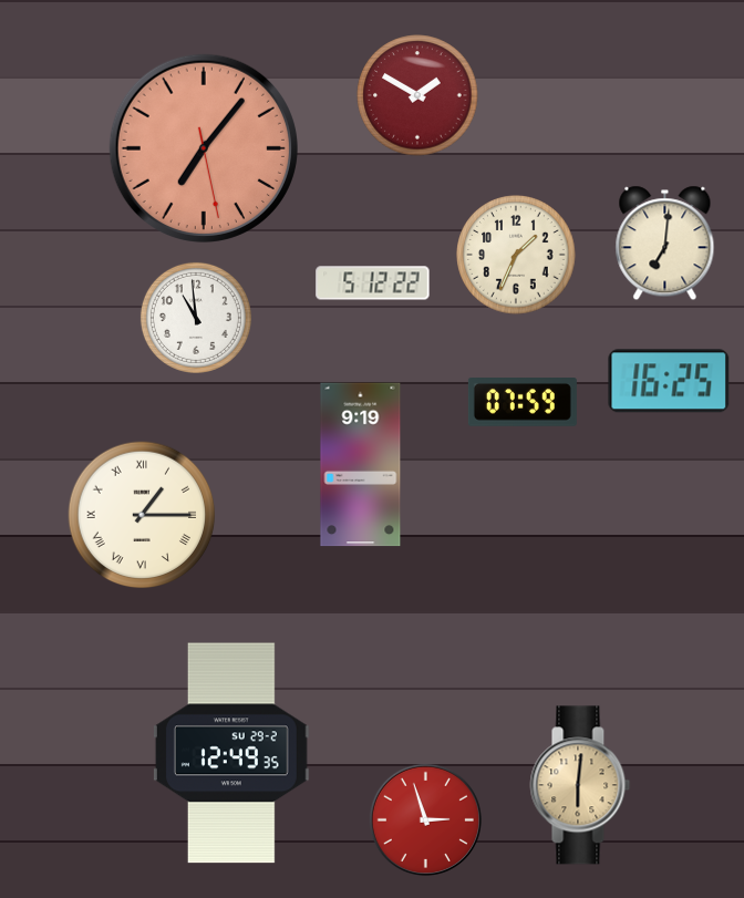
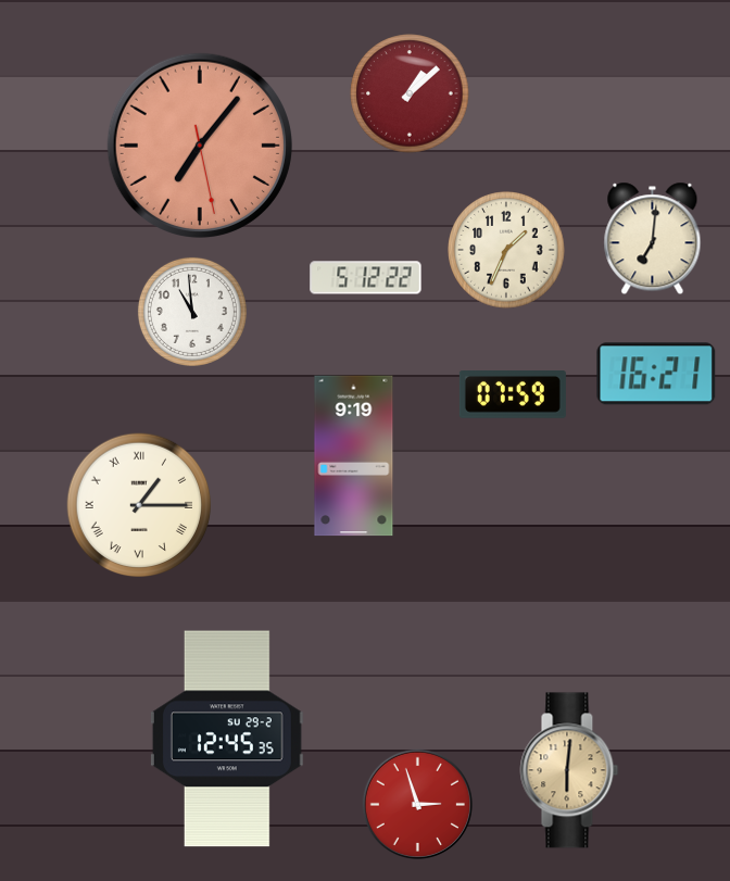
clock at (417, 95): 1:50 -> 1:08
clock at (669, 381): 16:25 -> 16:21
clock at (231, 753): 12:49 -> 12:45
